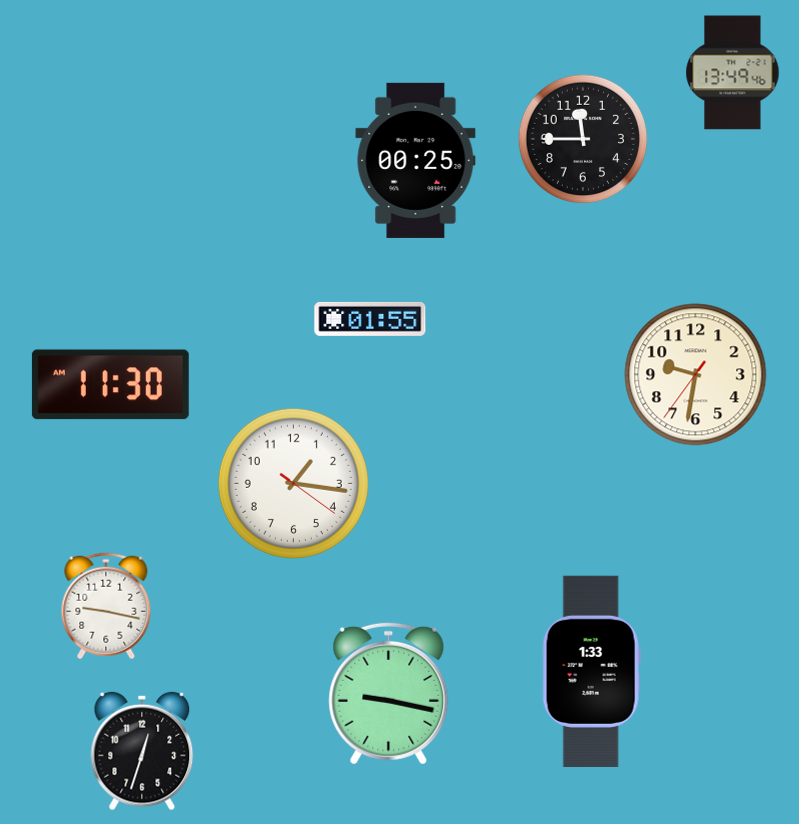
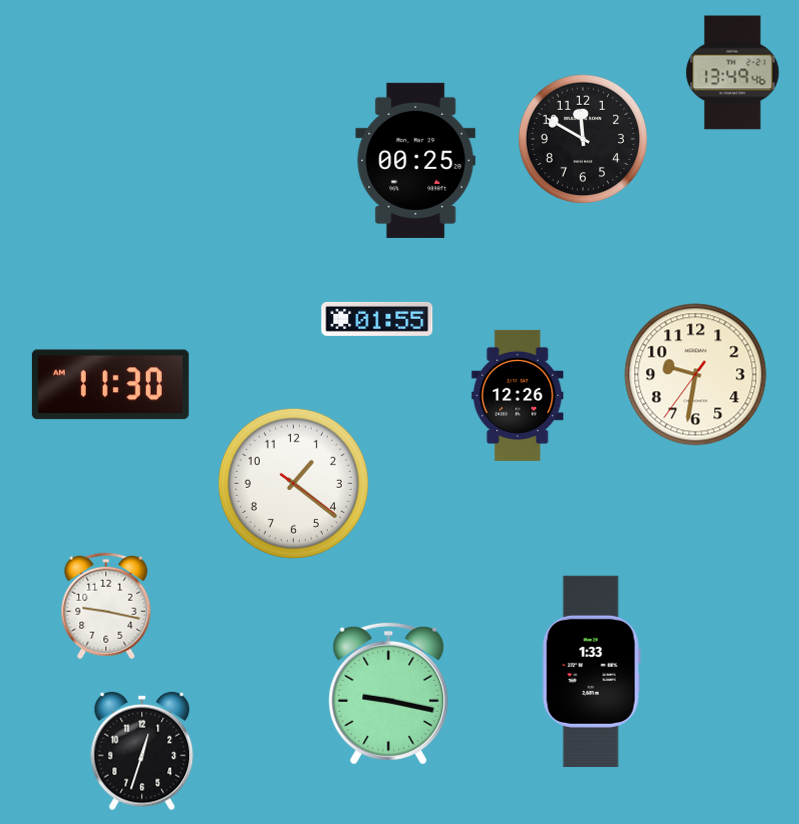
clock at (583, 139): 11:45 -> 11:50
clock at (370, 319) position: (370, 319) -> (377, 319)
clock at (518, 395): none -> 12:26
clock at (293, 483): 1:16 -> 1:21
